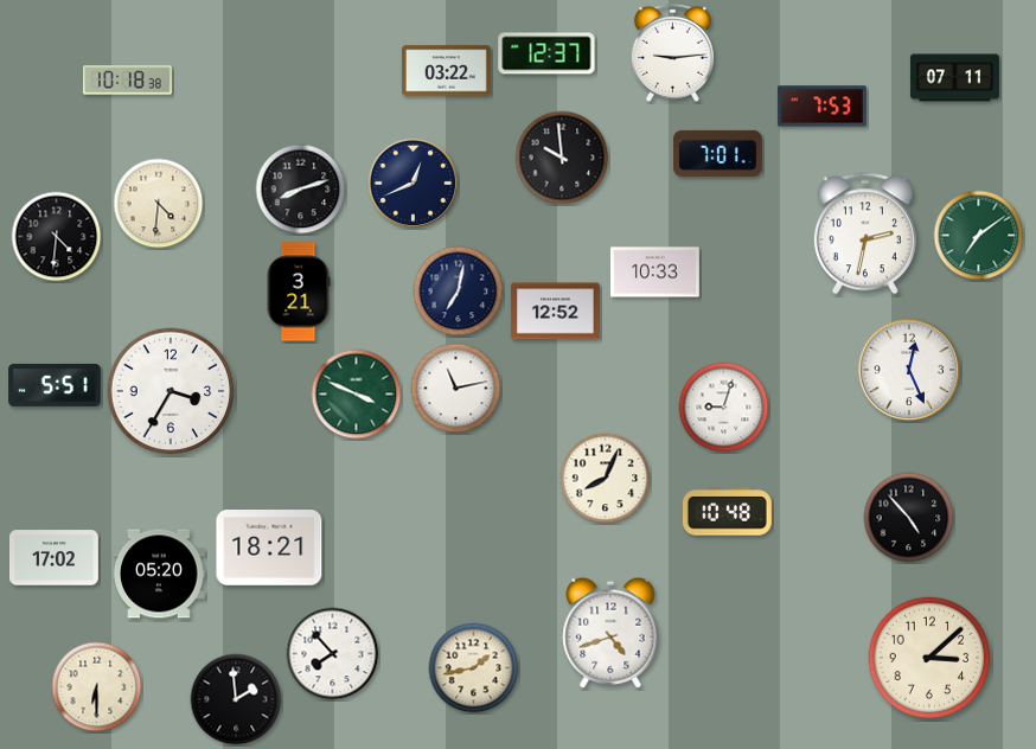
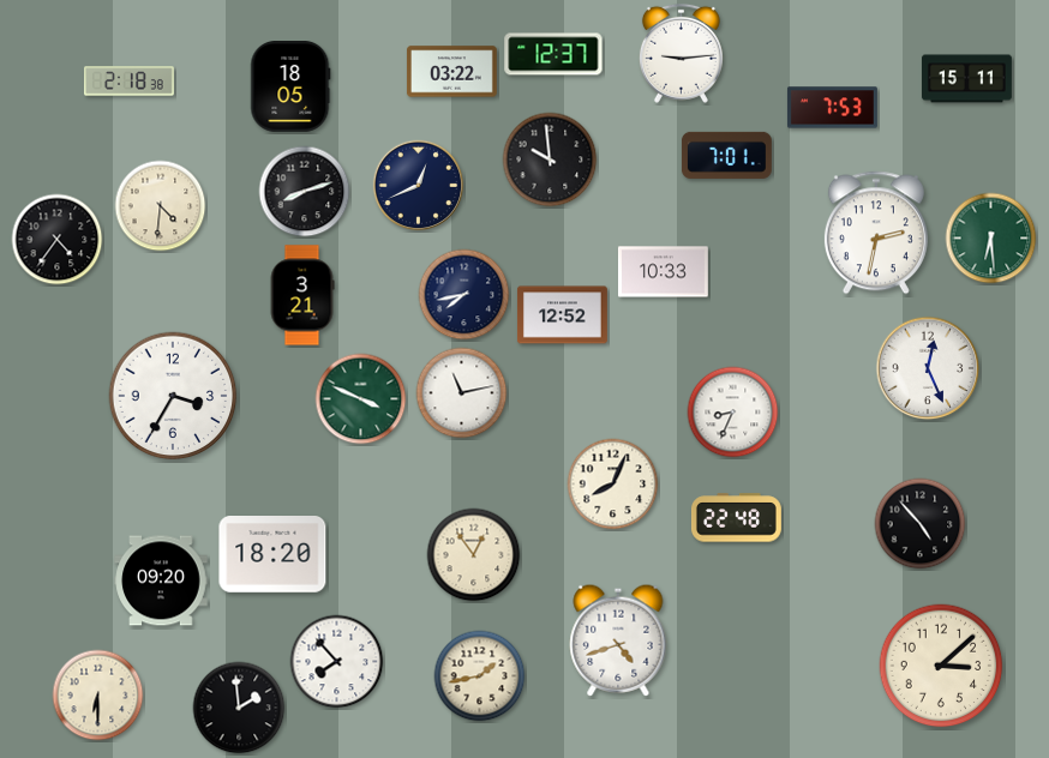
clock at (954, 78): 07:11 -> 15:11
clock at (127, 81): 10:18 -> 2:18
clock at (290, 88): none -> 18:05
clock at (562, 158) position: (562, 158) -> (550, 160)
clock at (865, 233) position: (865, 233) -> (876, 233)
clock at (979, 236): 7:09 -> 6:29
clock at (57, 237): 4:31 -> 4:36
clock at (654, 273) position: (654, 273) -> (663, 272)
clock at (459, 292): 7:02 -> 7:43
clock at (909, 370) position: (909, 370) -> (928, 368)
clock at (55, 385): 5:51 -> none
clock at (724, 408): 9:03 -> 8:34
clock at (727, 512): 10:48 -> 22:48
clock at (269, 549): 18:21 -> 18:20
clock at (474, 555): none -> 12:54
clock at (53, 558): 17:02 -> none
clock at (159, 574): 05:20 -> 09:20
